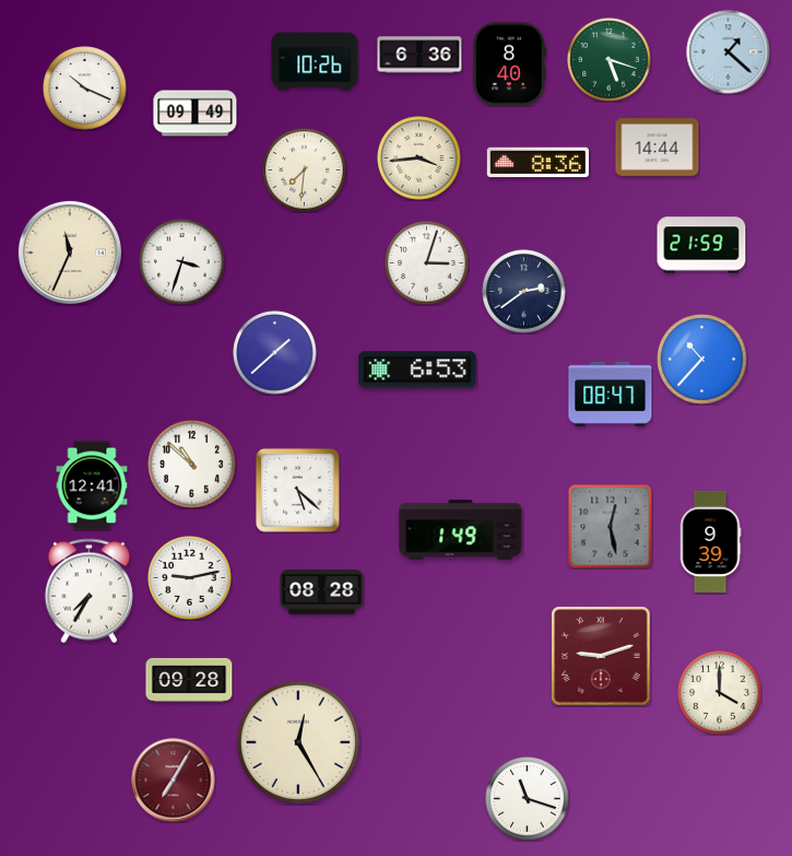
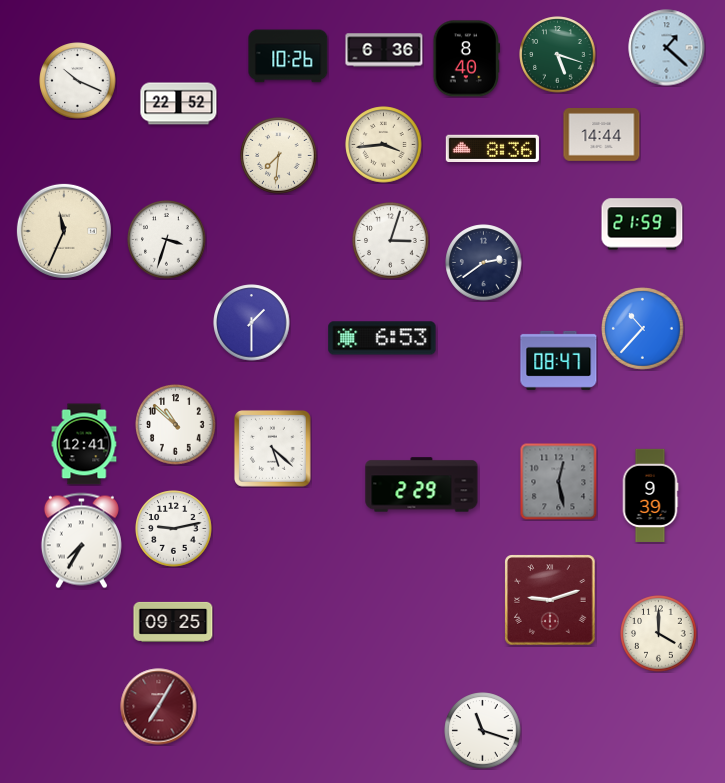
clock at (196, 114): 09:49 -> 22:52
clock at (524, 292) position: (524, 292) -> (484, 263)
clock at (275, 353): 1:38 -> 1:30
clock at (461, 530): 1:49 -> 2:29
clock at (322, 593): 08:28 -> none
clock at (189, 680): 09:28 -> 09:25
clock at (298, 742): 12:25 -> none
clock at (174, 781) position: (174, 781) -> (159, 707)
